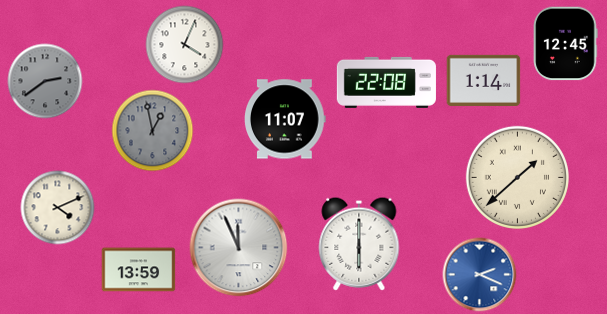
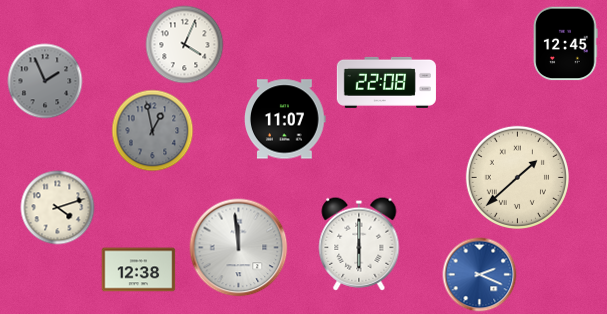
clock at (484, 80): 1:14 -> none
clock at (45, 81): 2:39 -> 1:56
clock at (58, 208): 4:11 -> 4:12
clock at (239, 248): 11:56 -> 11:59
clock at (139, 270): 13:59 -> 12:38
